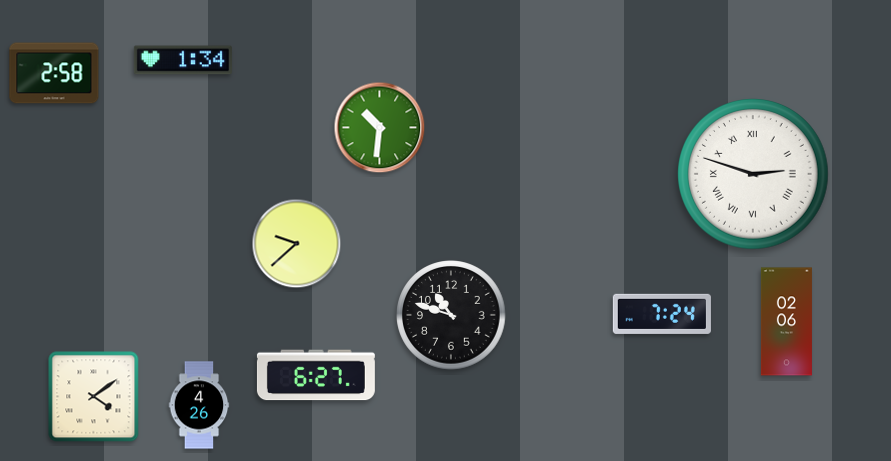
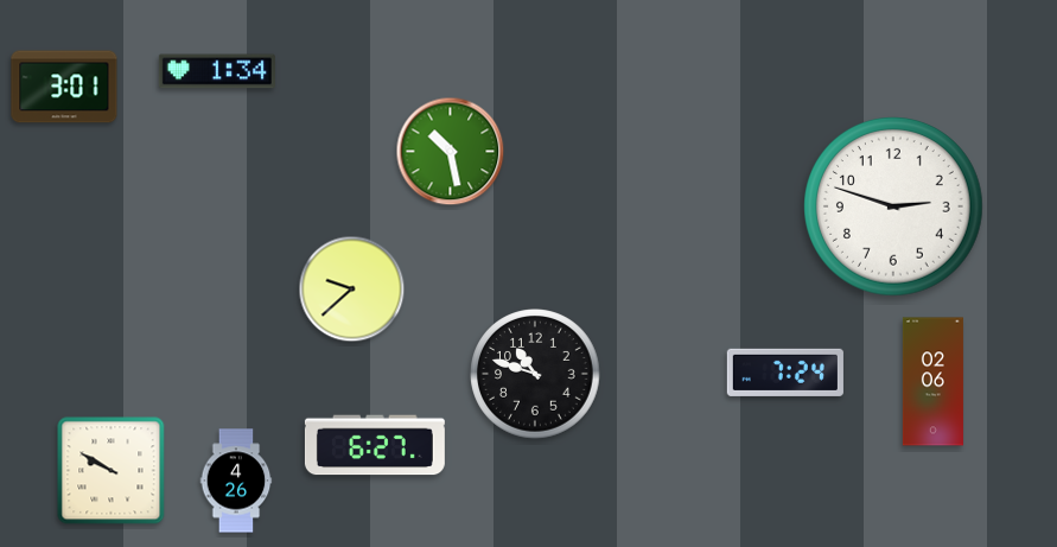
clock at (54, 73): 2:58 -> 3:01
clock at (380, 128): 10:31 -> 10:28
clock at (754, 175) numerals: Roman -> Arabic
clock at (94, 397): 4:09 -> 9:50
